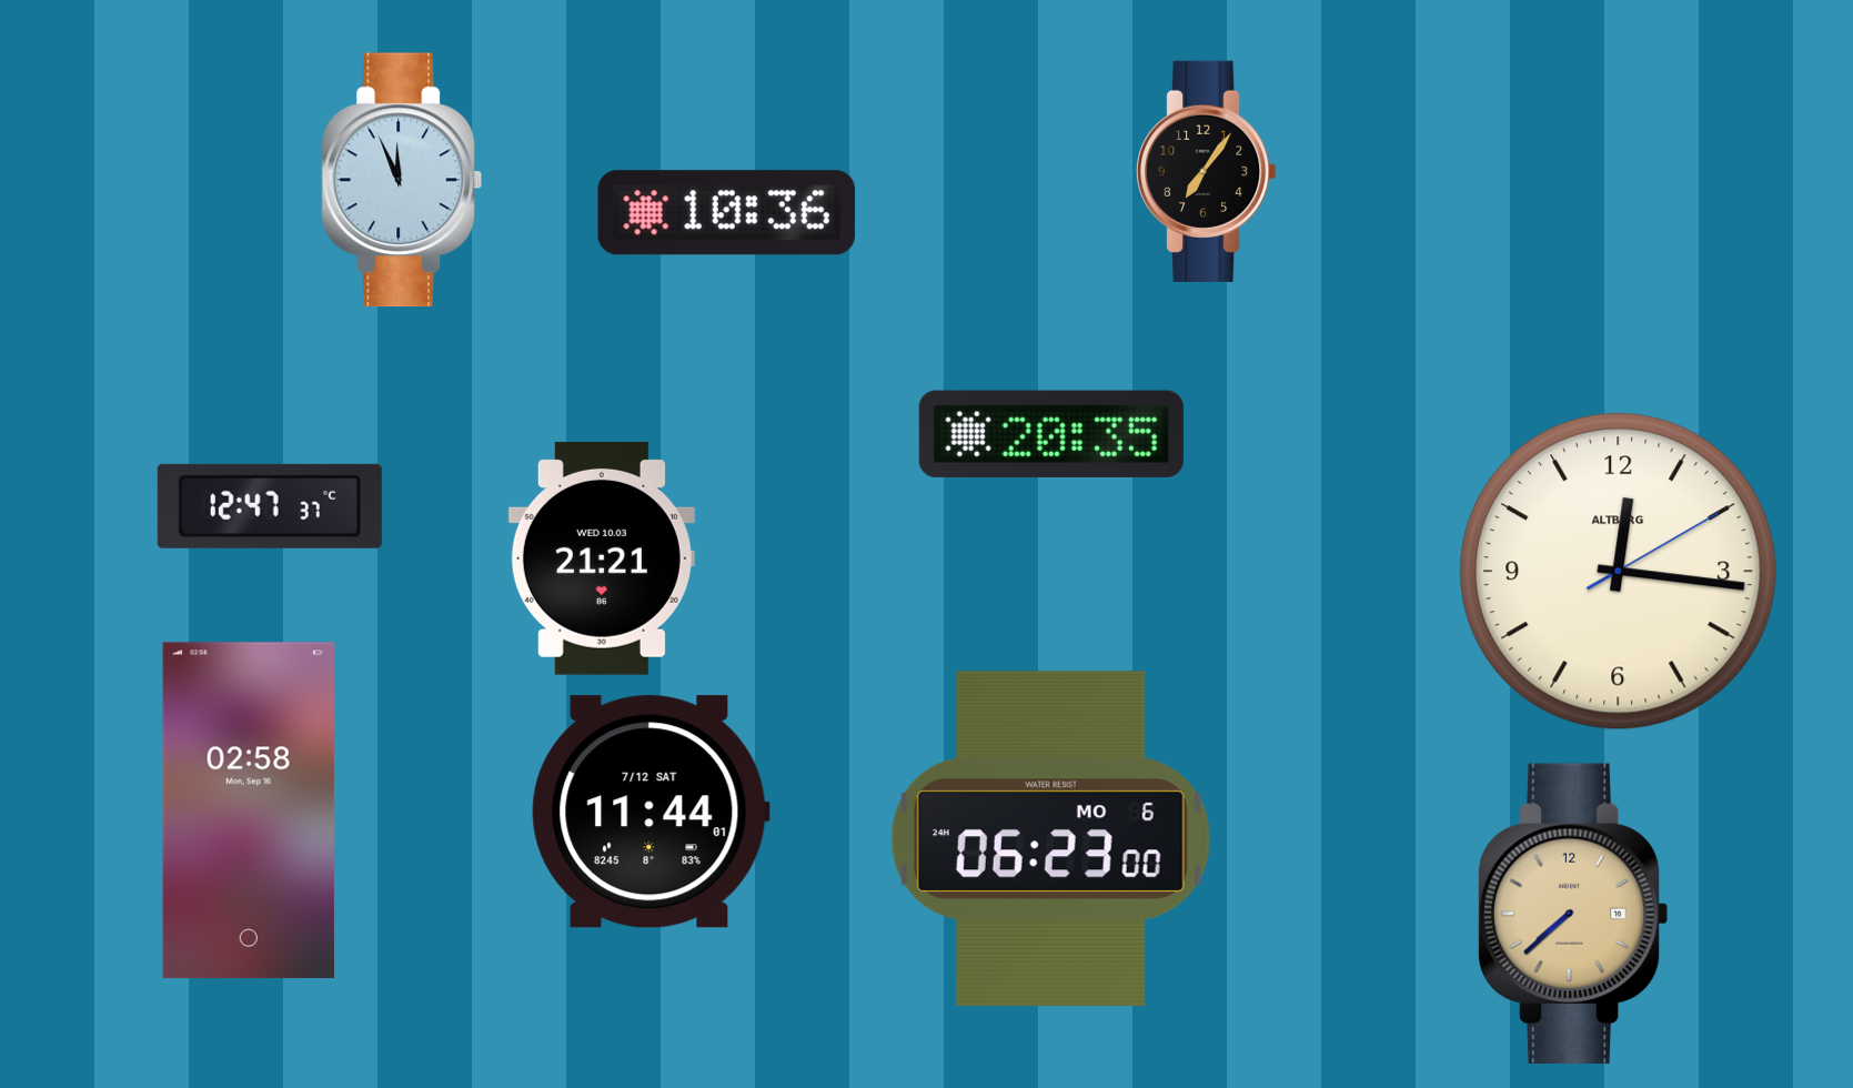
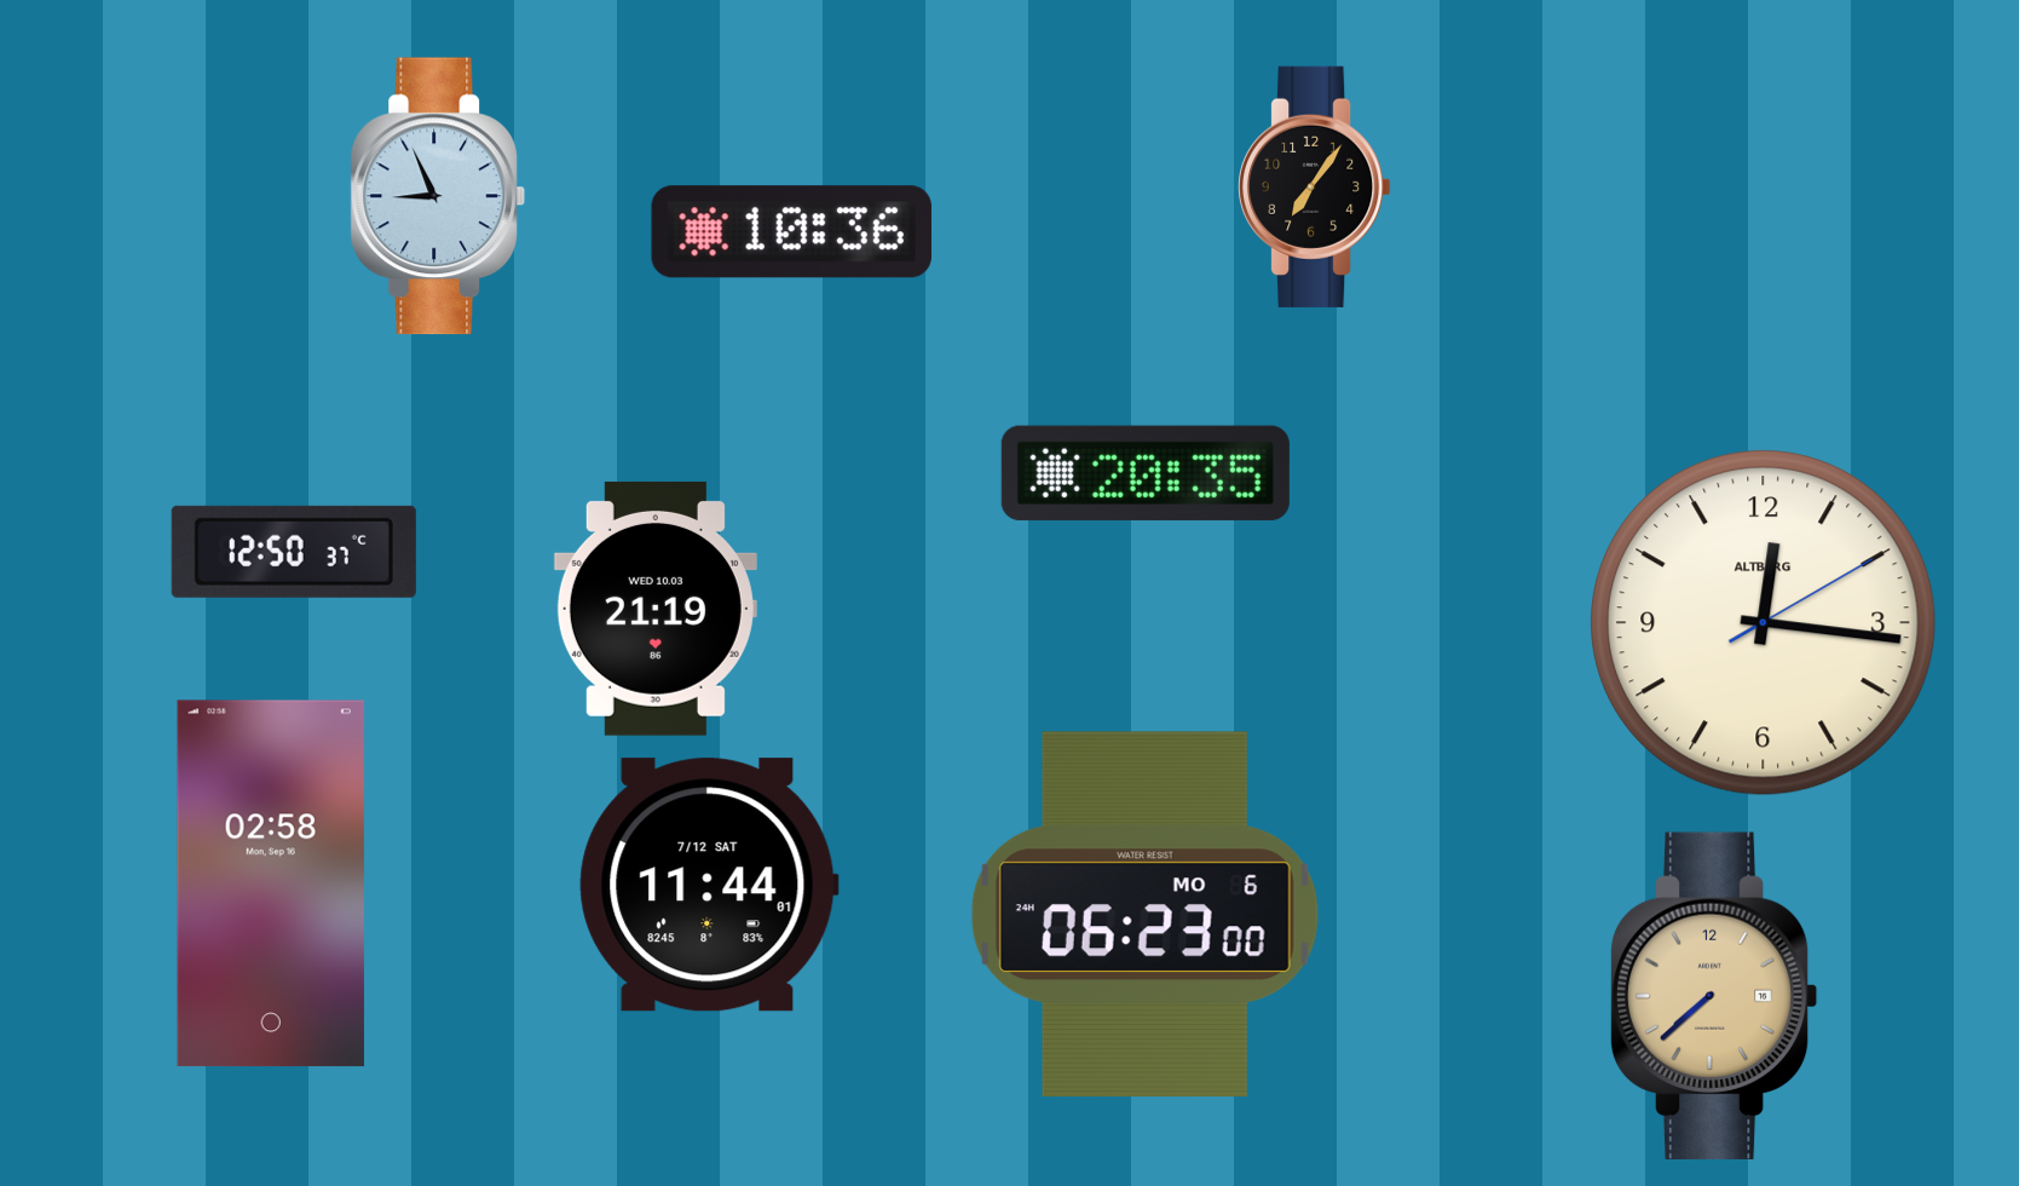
clock at (402, 180): 11:56 -> 8:56
clock at (270, 506): 12:47 -> 12:50
clock at (602, 558): 21:21 -> 21:19
